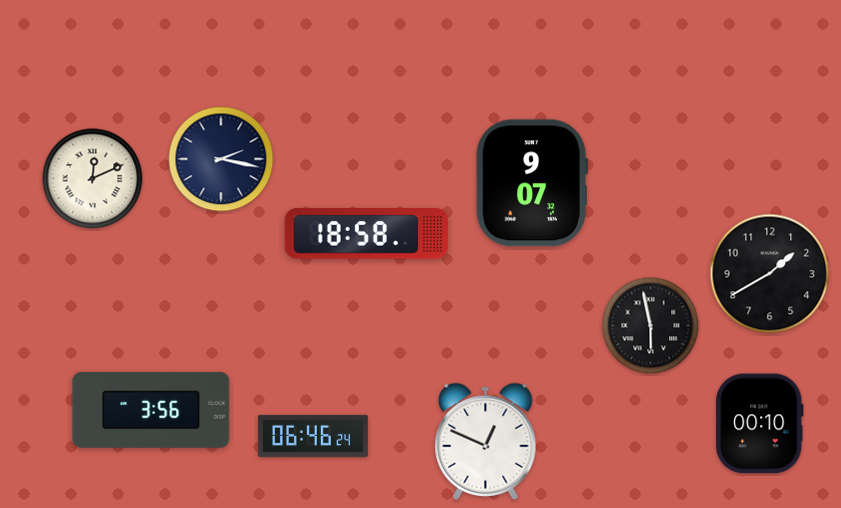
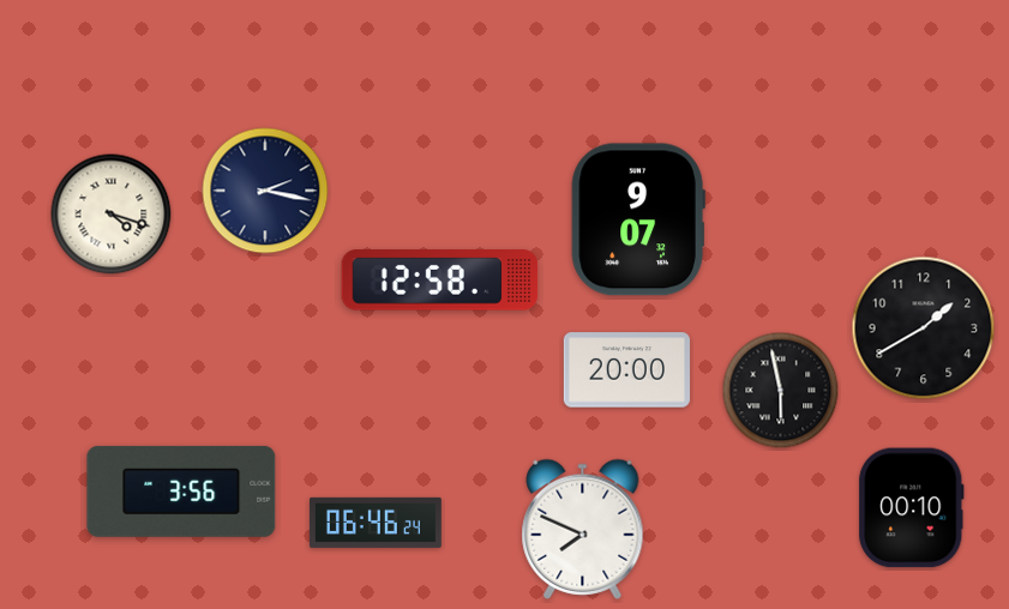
clock at (93, 179): 12:11 -> 4:18
clock at (367, 234): 18:58 -> 12:58
clock at (626, 370): none -> 20:00
clock at (486, 441): 12:49 -> 7:49
